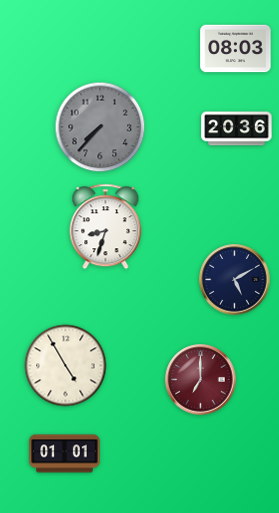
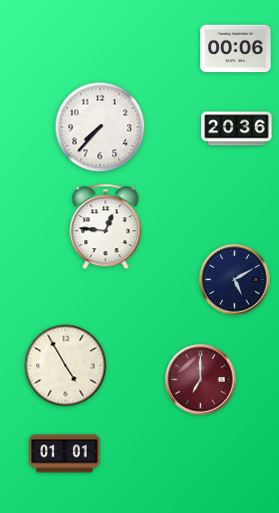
clock at (236, 49): 08:03 -> 00:06
clock at (100, 127) dial: grey -> white
clock at (106, 227): 8:33 -> 12:46
